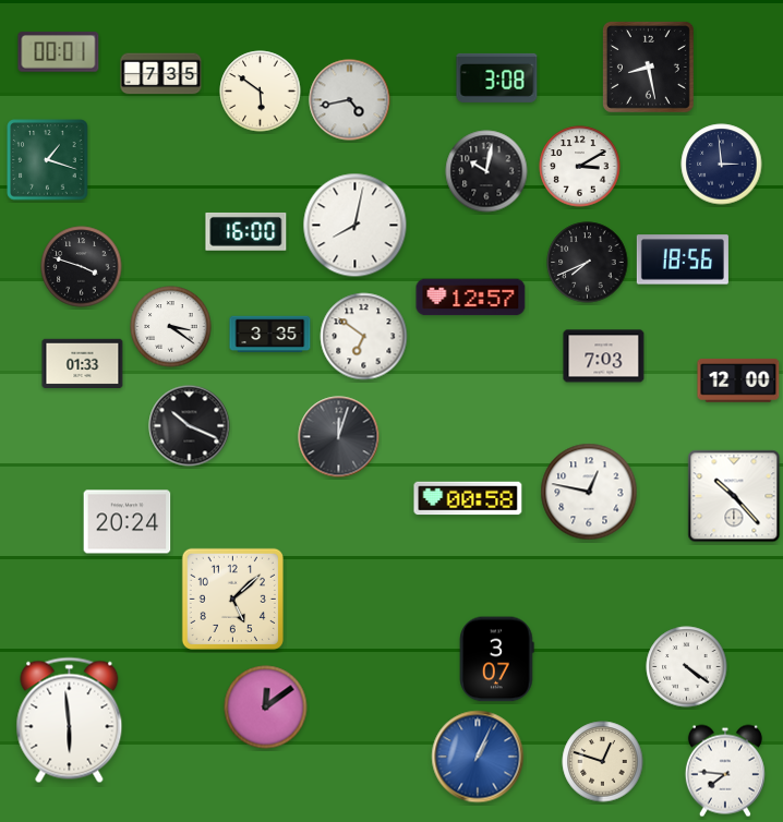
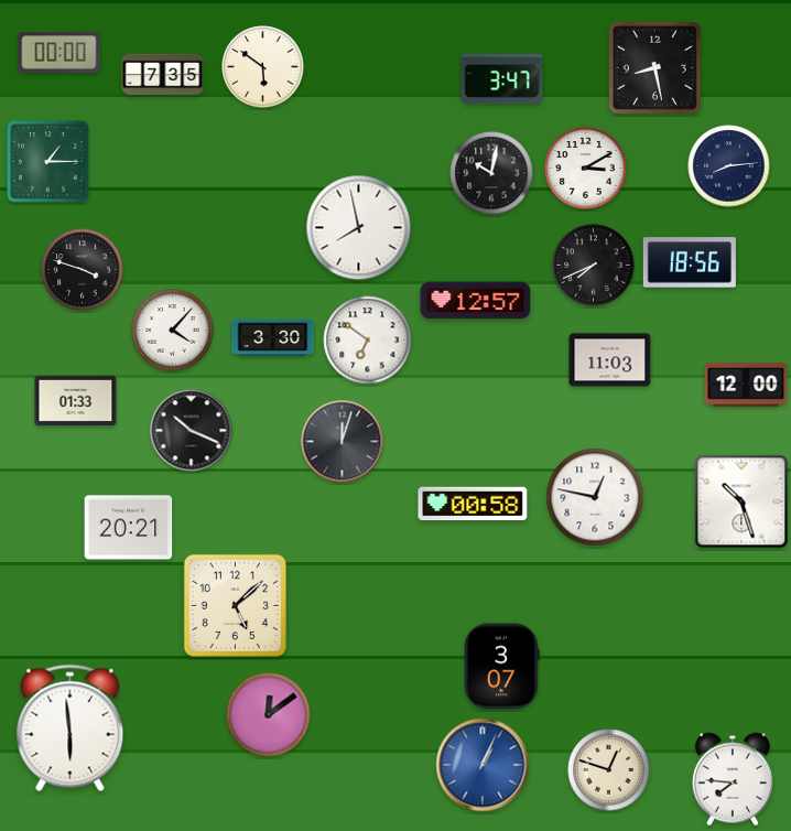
clock at (59, 52): 00:01 -> 00:00
clock at (497, 77): 3:08 -> 3:47
clock at (261, 92) position: (261, 92) -> (263, 67)
clock at (350, 100): 4:43 -> none
clock at (48, 160): 1:18 -> 1:15
clock at (722, 165): 2:59 -> 8:14
clock at (356, 226): 8:02 -> 7:58
clock at (246, 231): 16:00 -> none
clock at (171, 327): 3:21 -> 4:07
clock at (270, 335): 3:35 -> 3:30
clock at (604, 356): 7:03 -> 11:03
clock at (83, 364) position: (83, 364) -> (76, 401)
clock at (734, 496): 10:23 -> 10:27
clock at (128, 522): 20:24 -> 20:21
clock at (687, 667): 4:21 -> none
